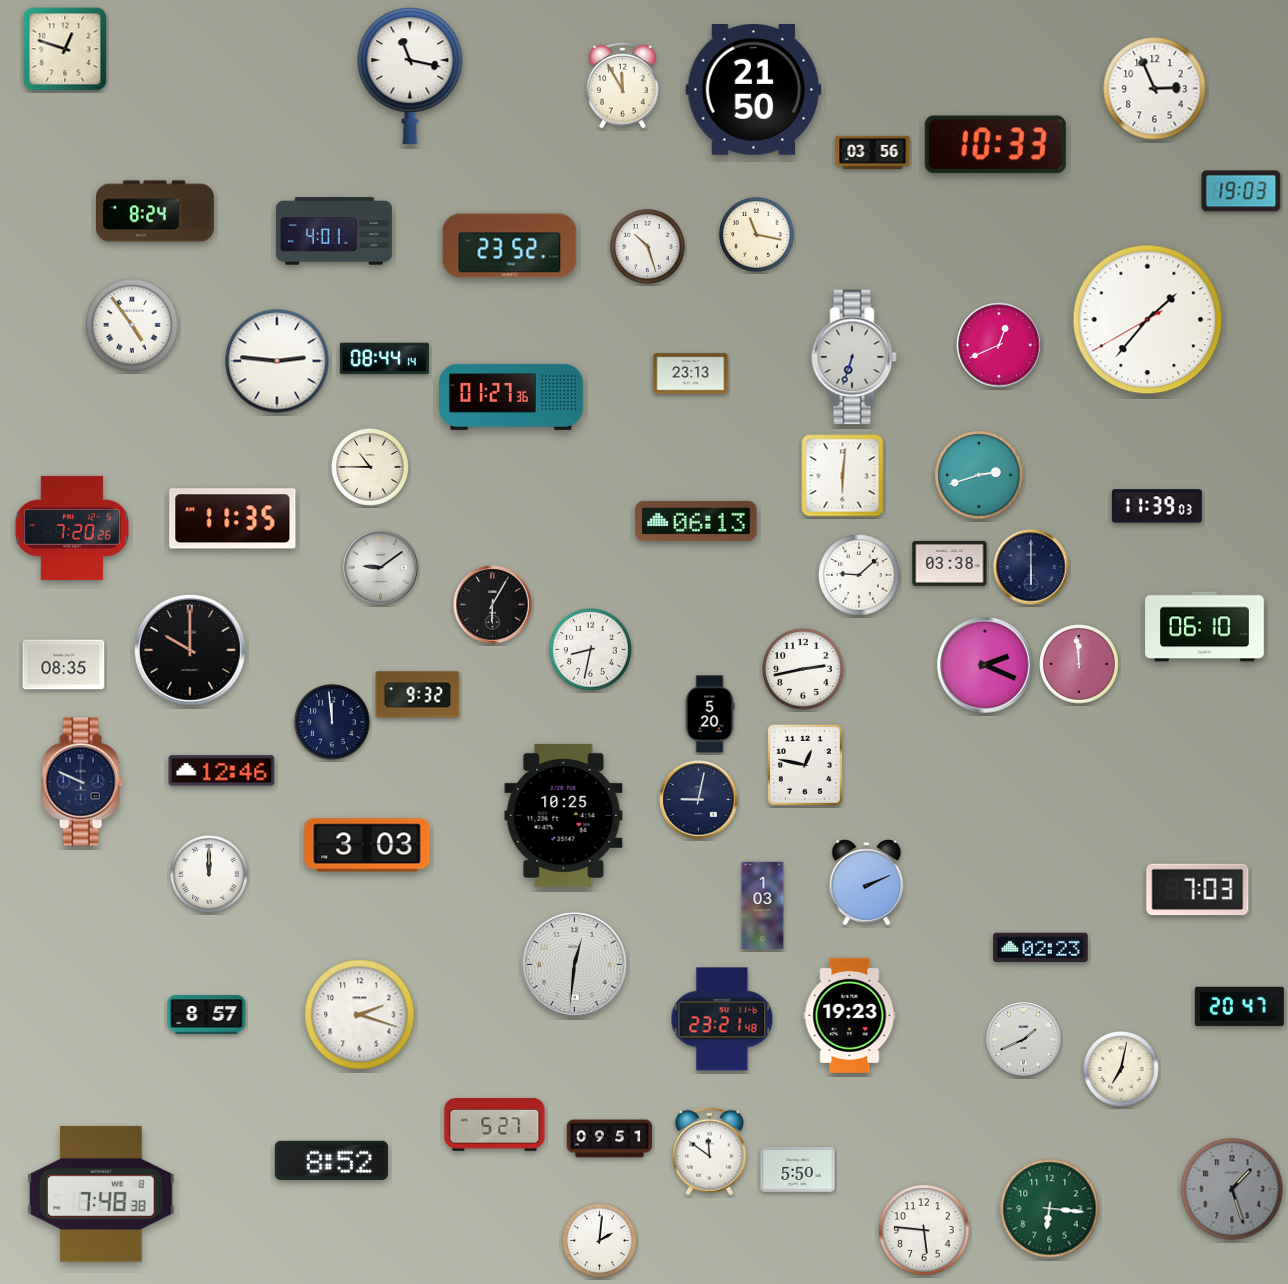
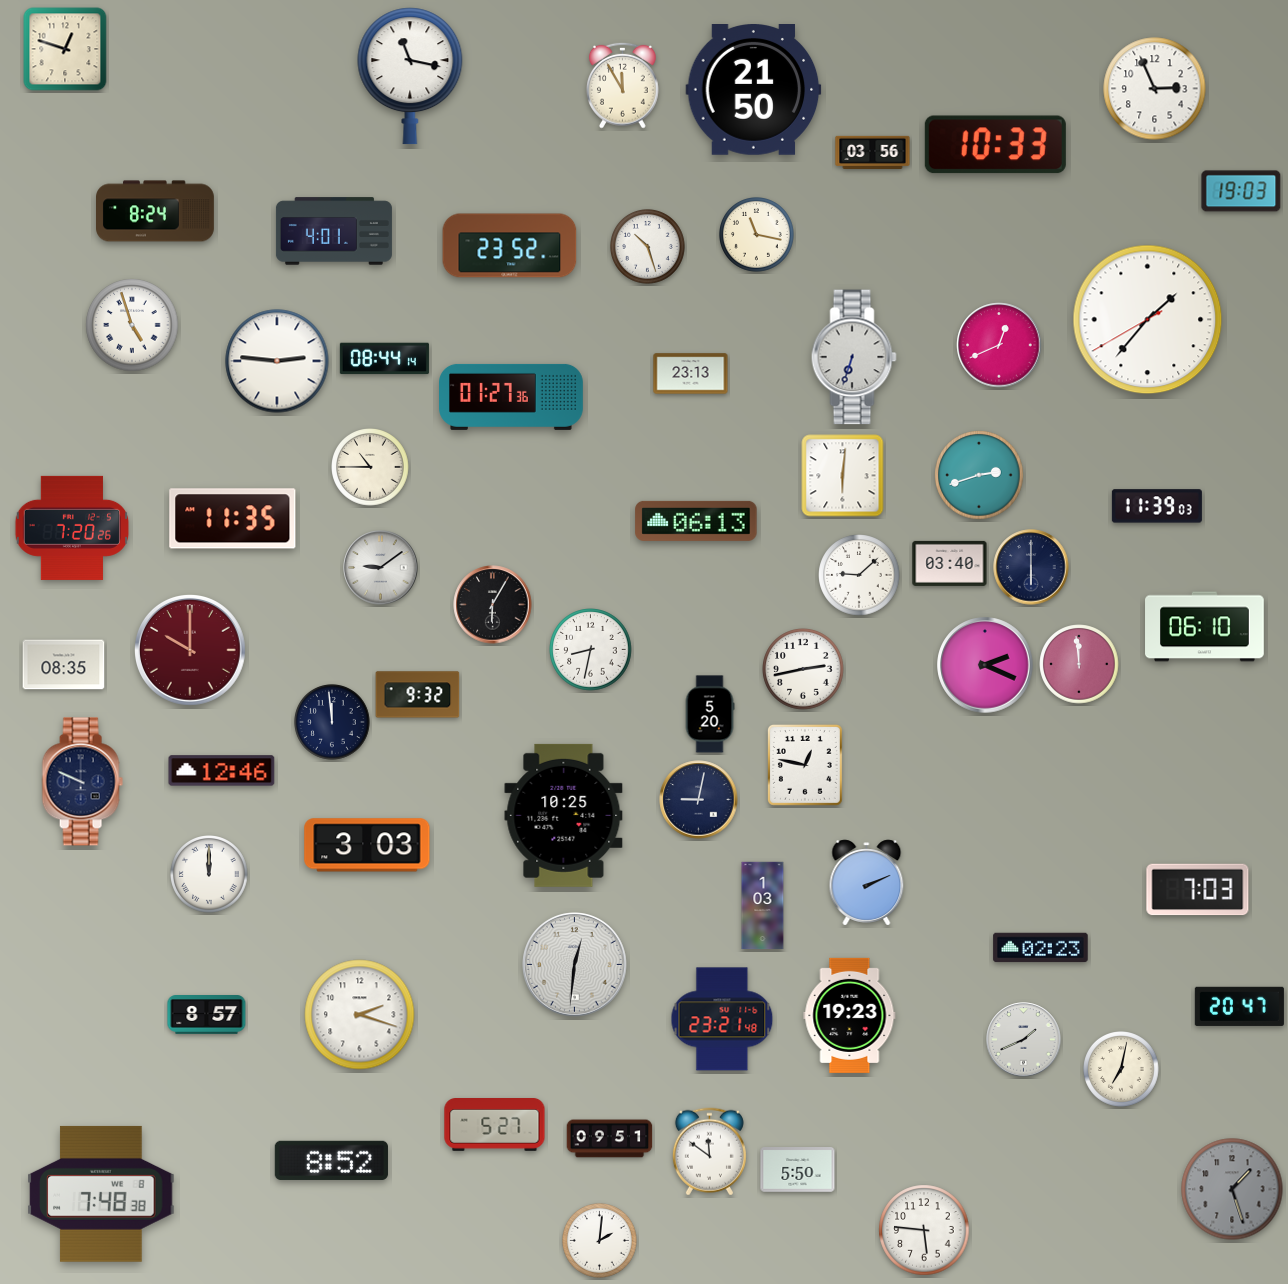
clock at (132, 325): 4:54 -> 4:57
clock at (950, 563): 03:38 -> 03:40
clock at (191, 651) dial: black -> burgundy
clock at (1050, 1209): 6:16 -> none
